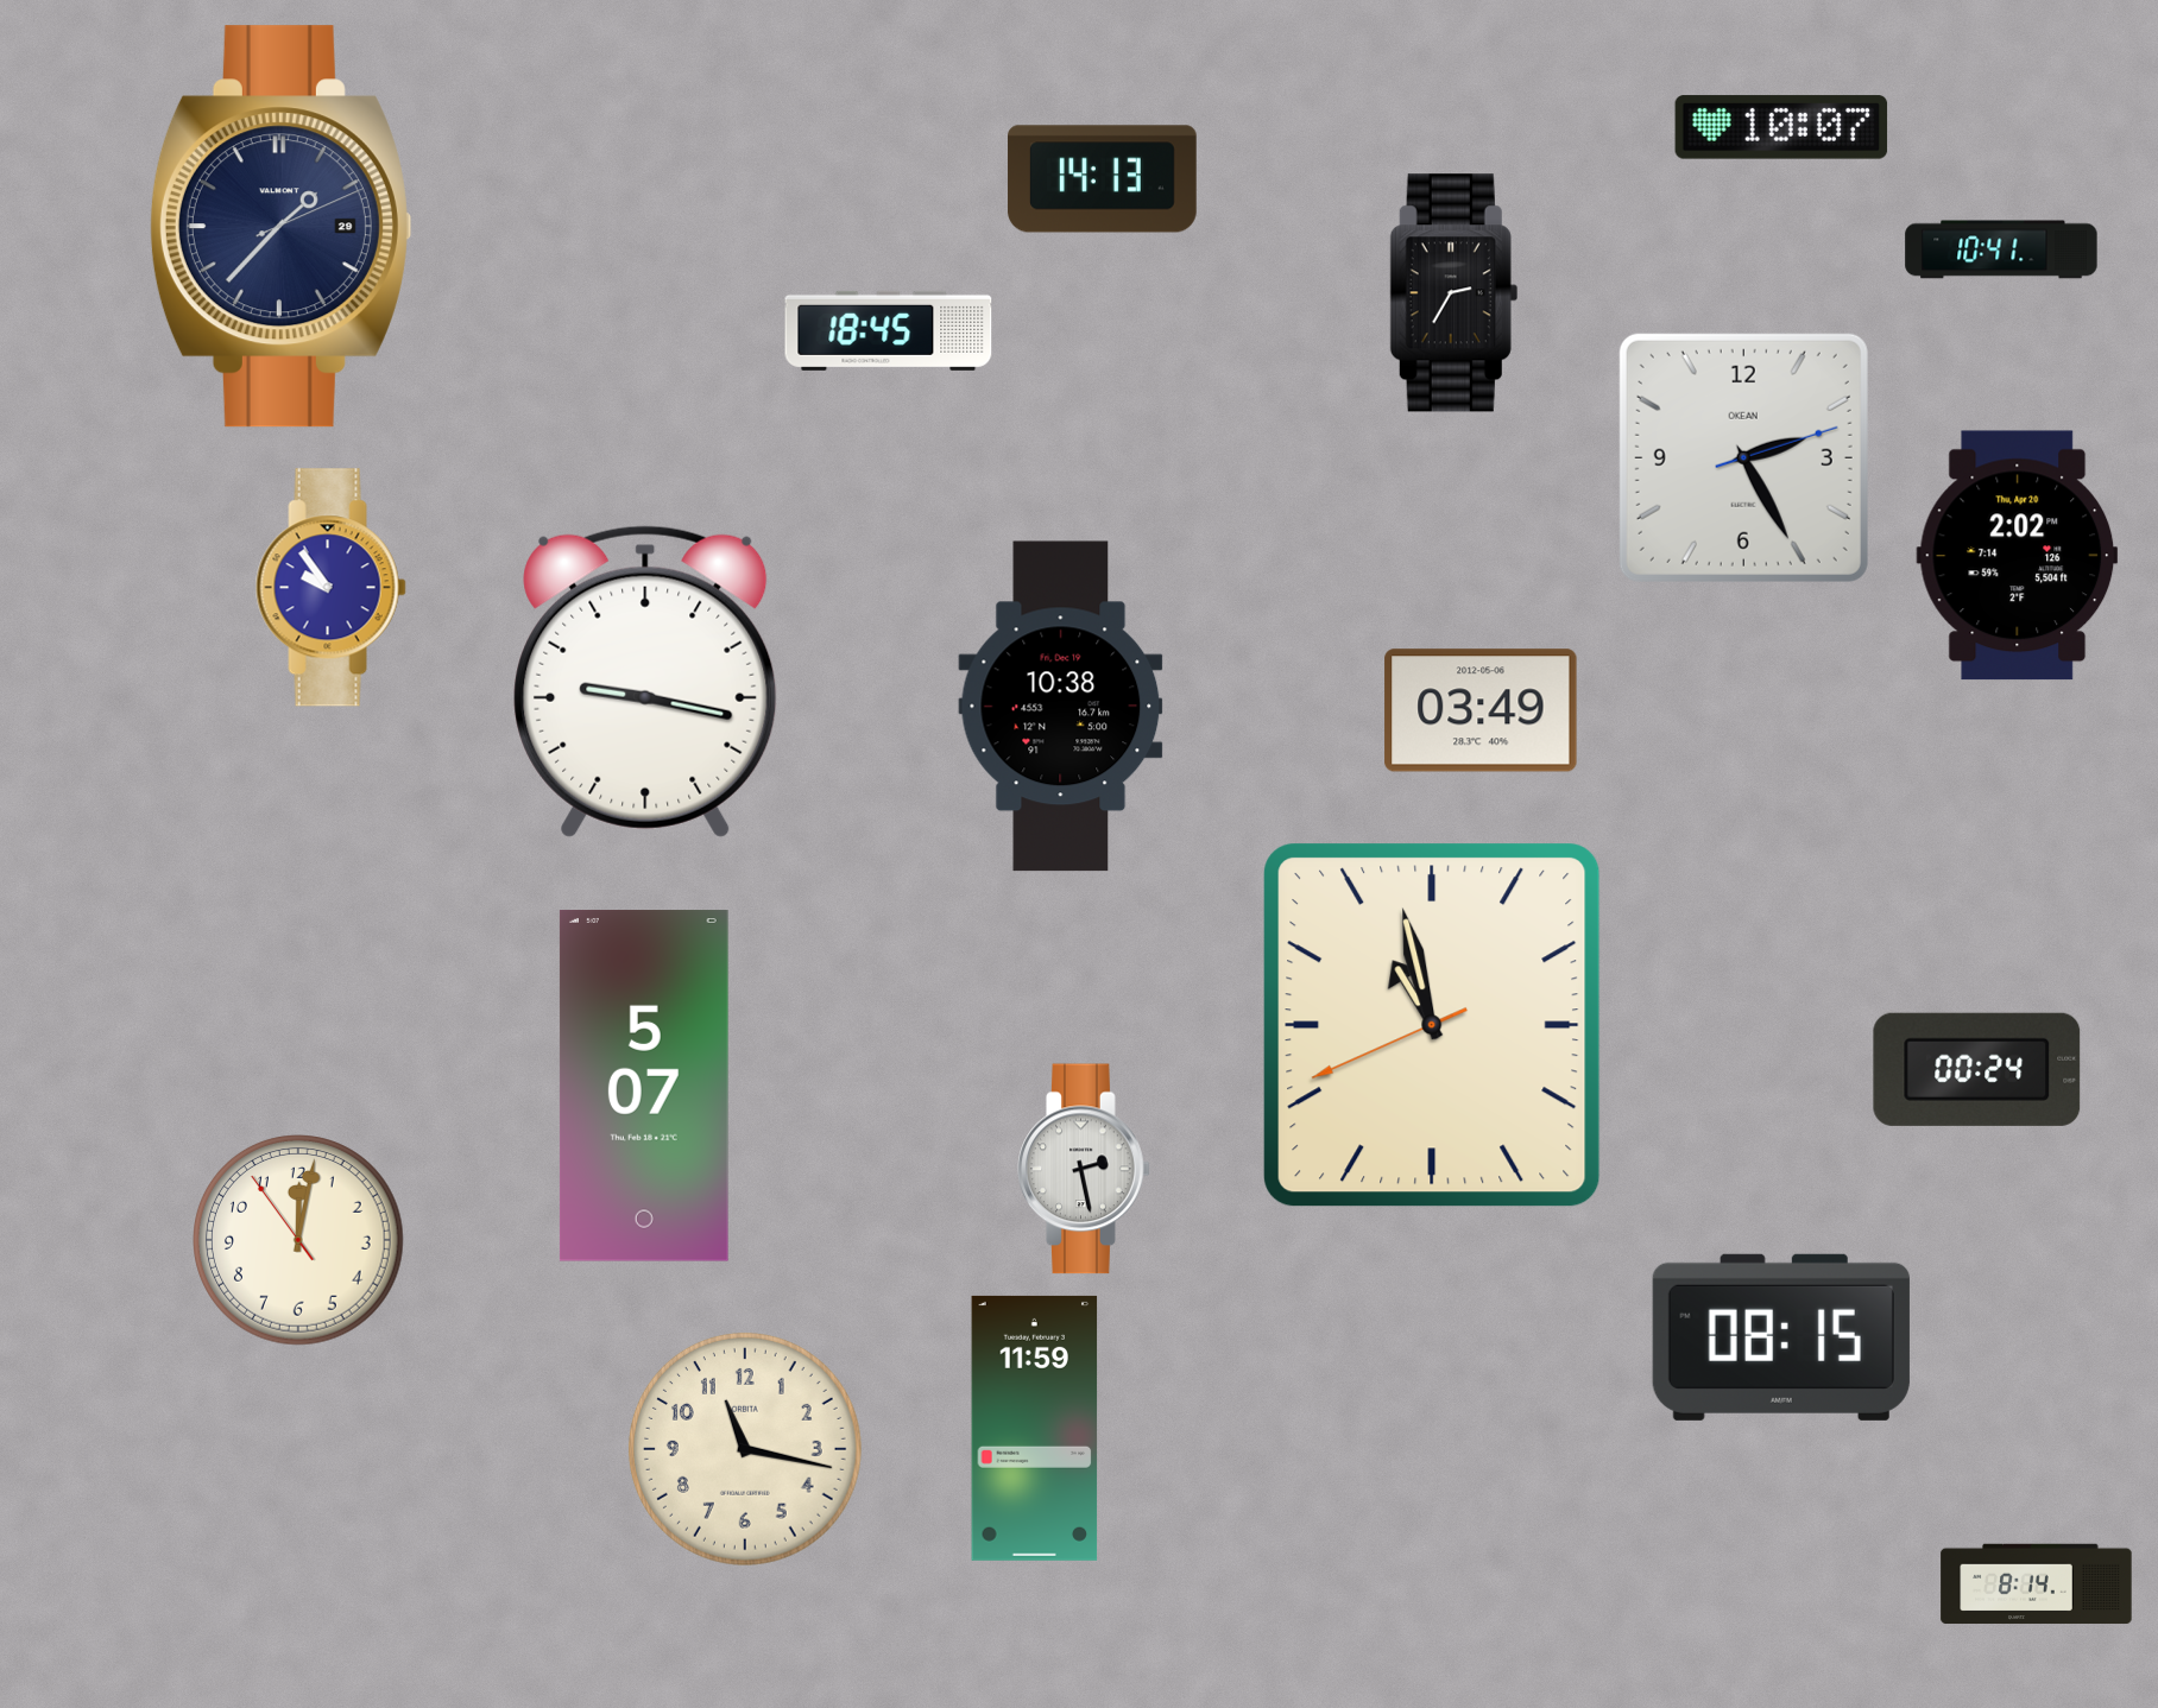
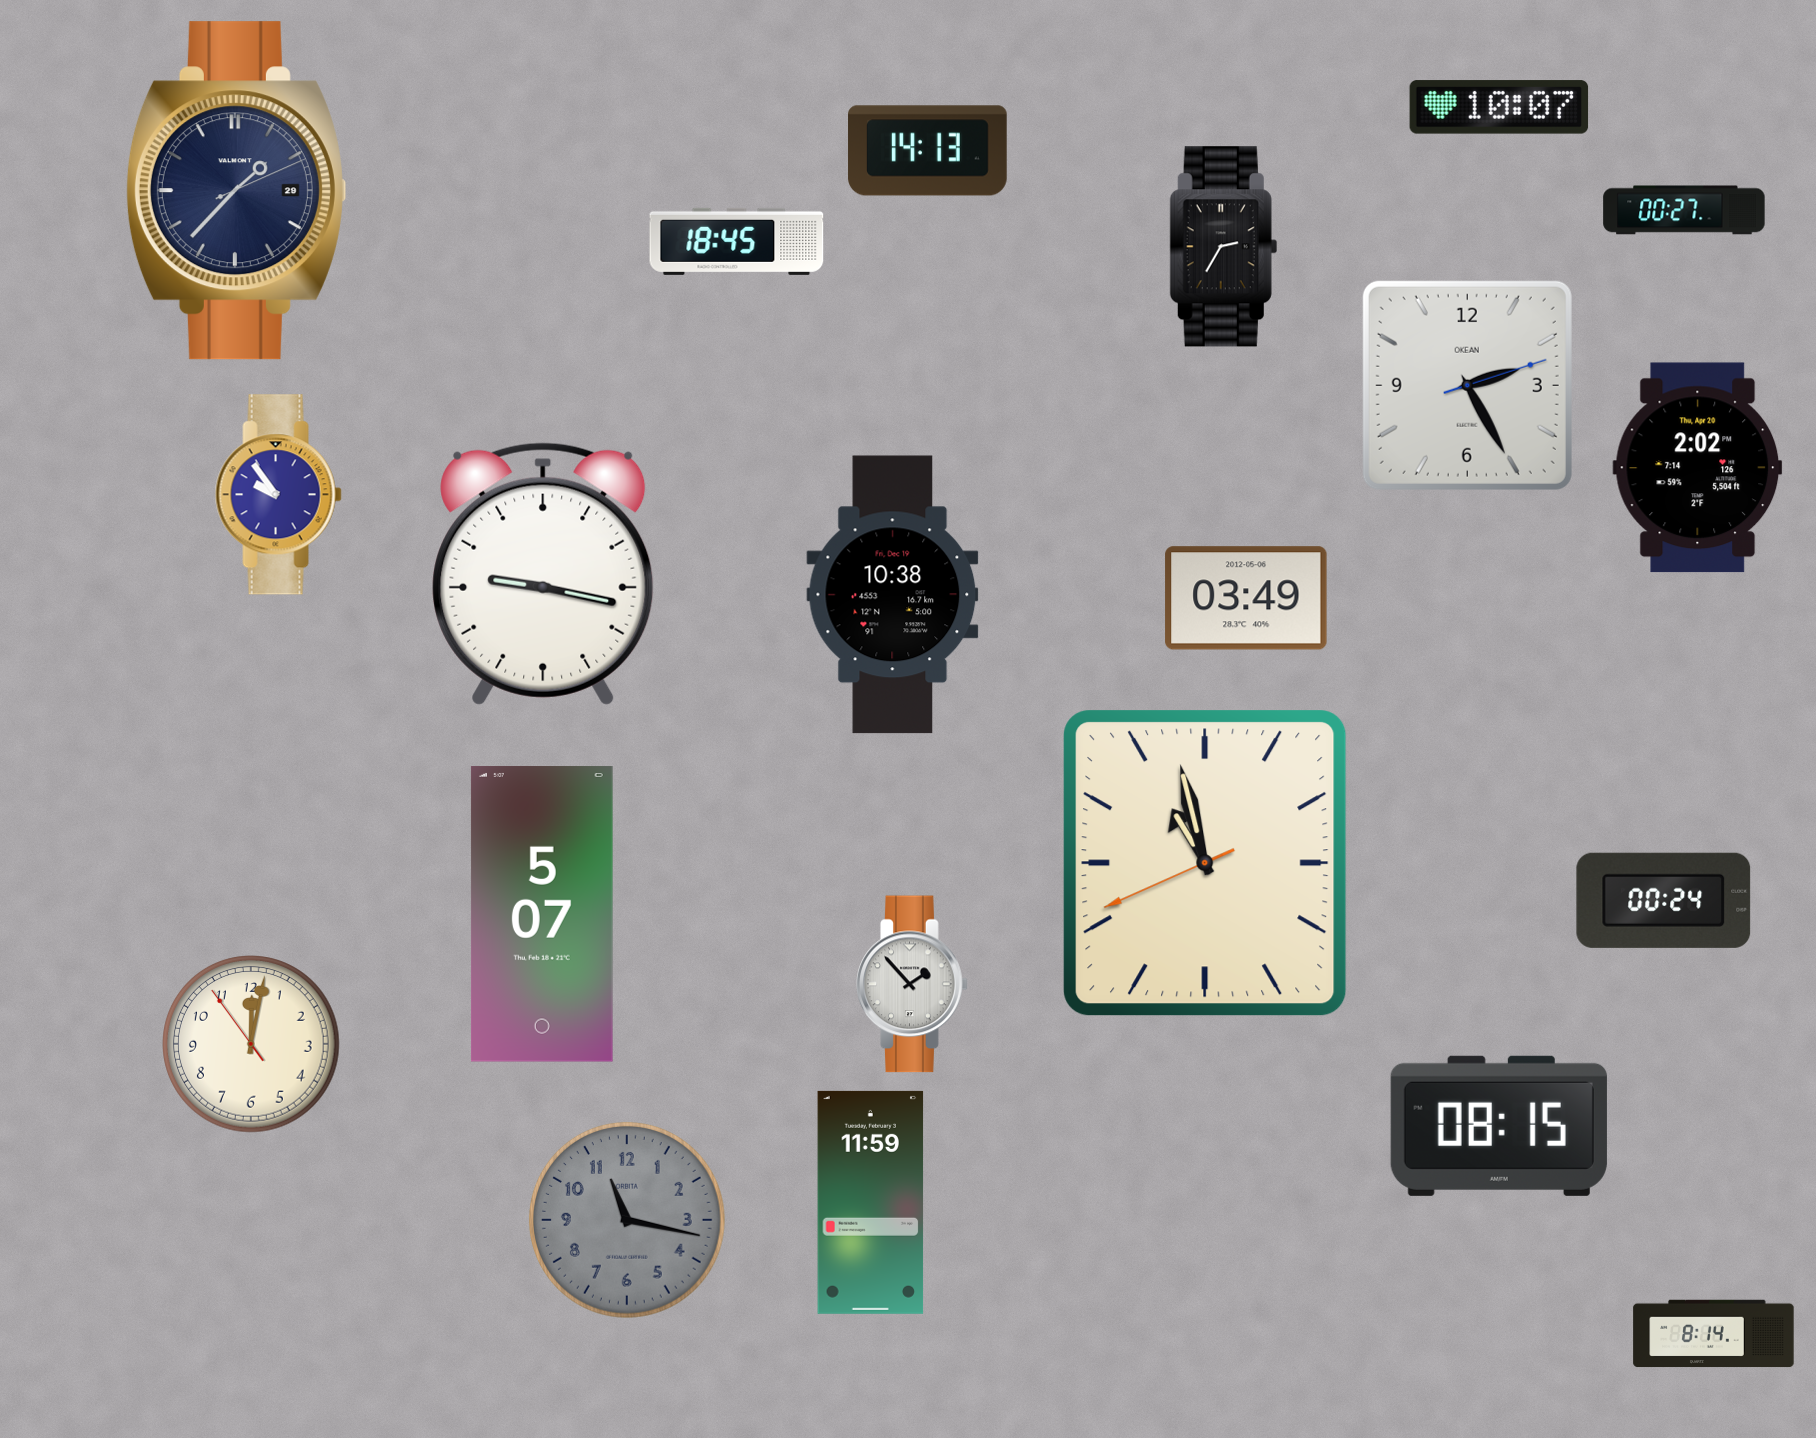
clock at (2001, 249): 10:41 -> 00:27
clock at (889, 330) position: (889, 330) -> (737, 241)
clock at (1084, 1169): 2:28 -> 1:53
clock at (745, 1449) dial: cream -> grey
